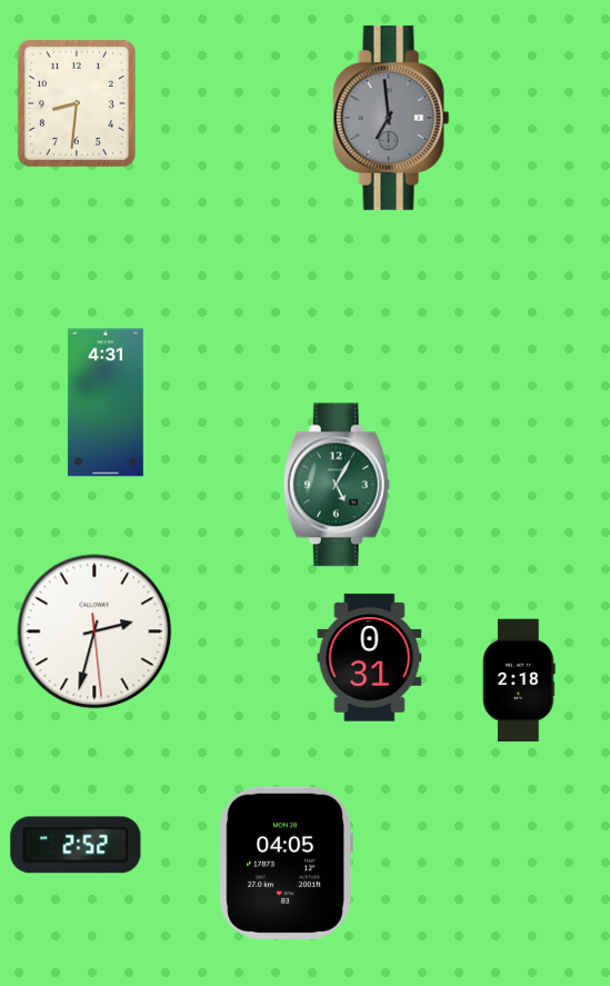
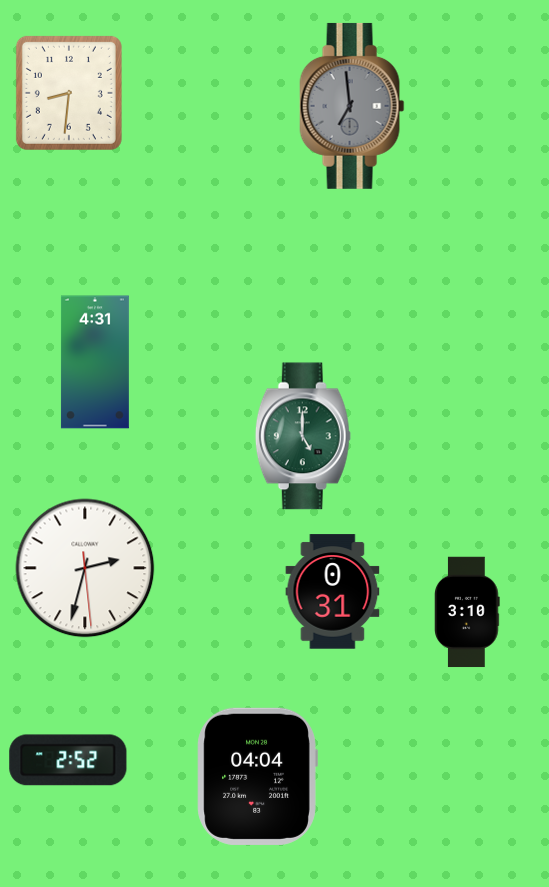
clock at (337, 485): 5:05 -> 5:00
clock at (519, 680): 2:18 -> 3:10
clock at (286, 863): 04:05 -> 04:04
